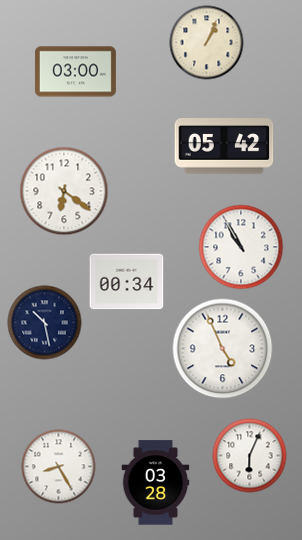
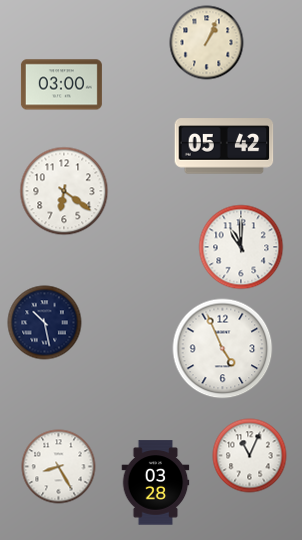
clock at (75, 72) position: (75, 72) -> (61, 85)
clock at (241, 247): 10:55 -> 11:00
clock at (127, 282): 00:34 -> none
clock at (250, 456): 6:04 -> 11:04
